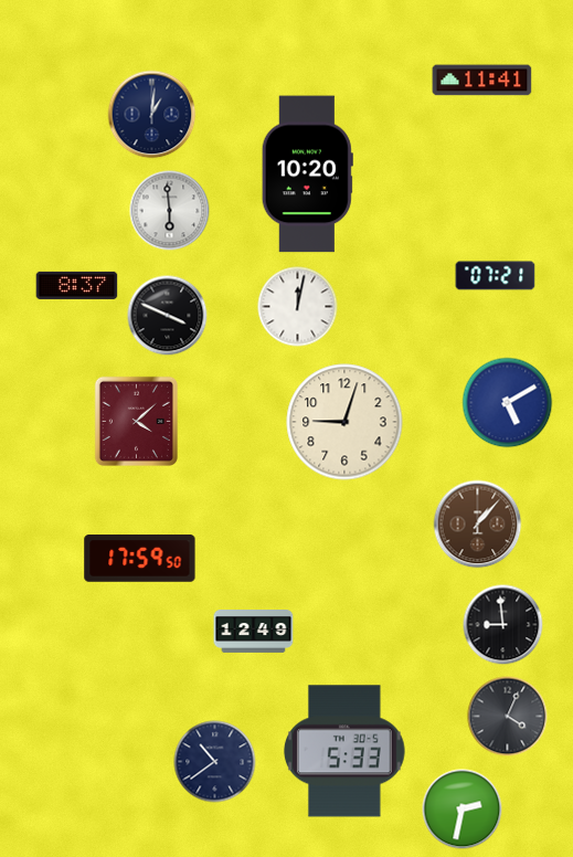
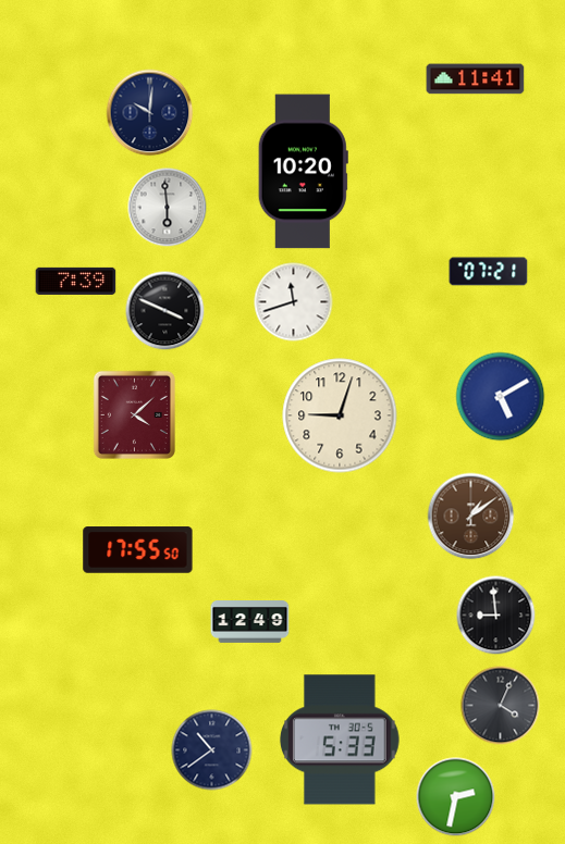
clock at (152, 115): 1:01 -> 10:01
clock at (77, 285): 8:37 -> 7:39
clock at (298, 307): 12:02 -> 11:42
clock at (478, 525): 1:07 -> 1:09
clock at (140, 559): 17:59 -> 17:55
